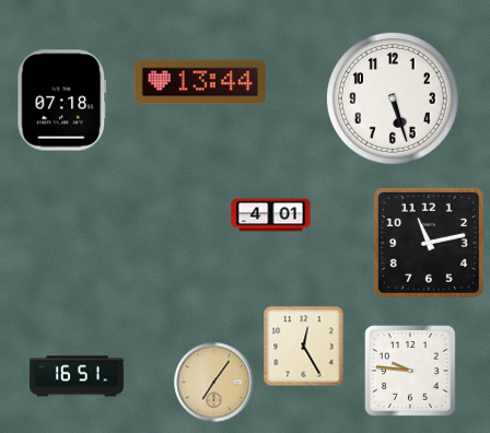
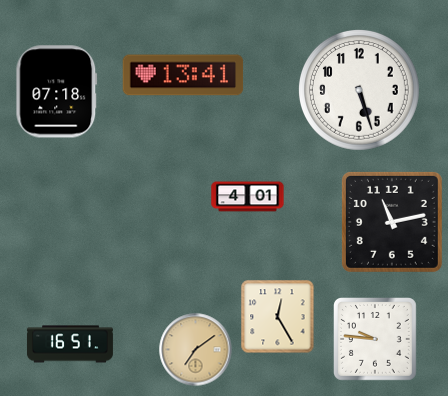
clock at (200, 82): 13:44 -> 13:41
clock at (214, 383): 7:06 -> 7:09
